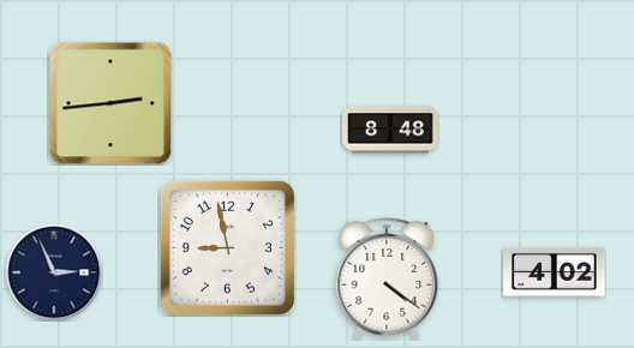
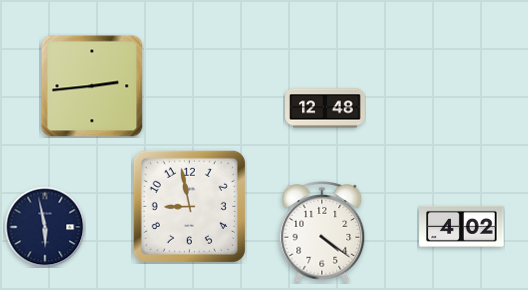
clock at (390, 130): 8:48 -> 12:48
clock at (54, 272): 2:56 -> 5:58
